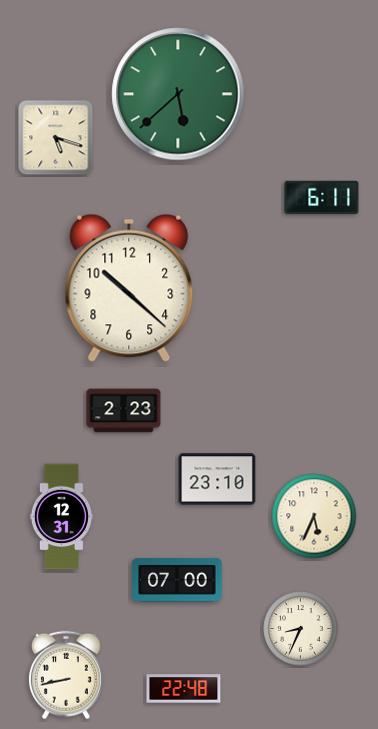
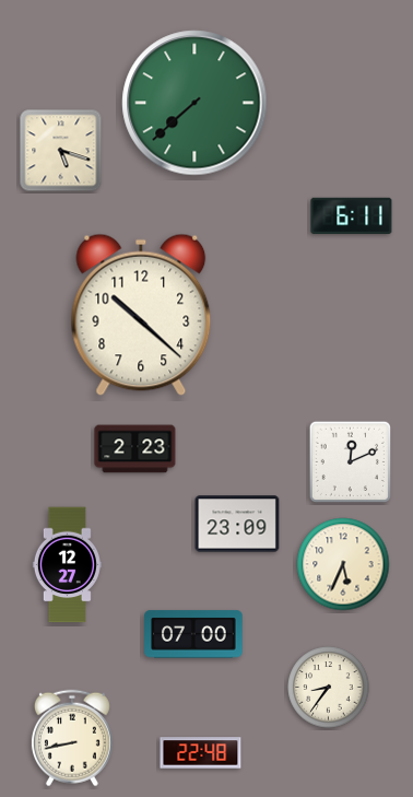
clock at (178, 94): 5:38 -> 7:38
clock at (351, 462): none -> 12:11
clock at (217, 479): 23:10 -> 23:09
clock at (61, 517): 12:31 -> 12:27
clock at (301, 629): 8:34 -> 8:36
